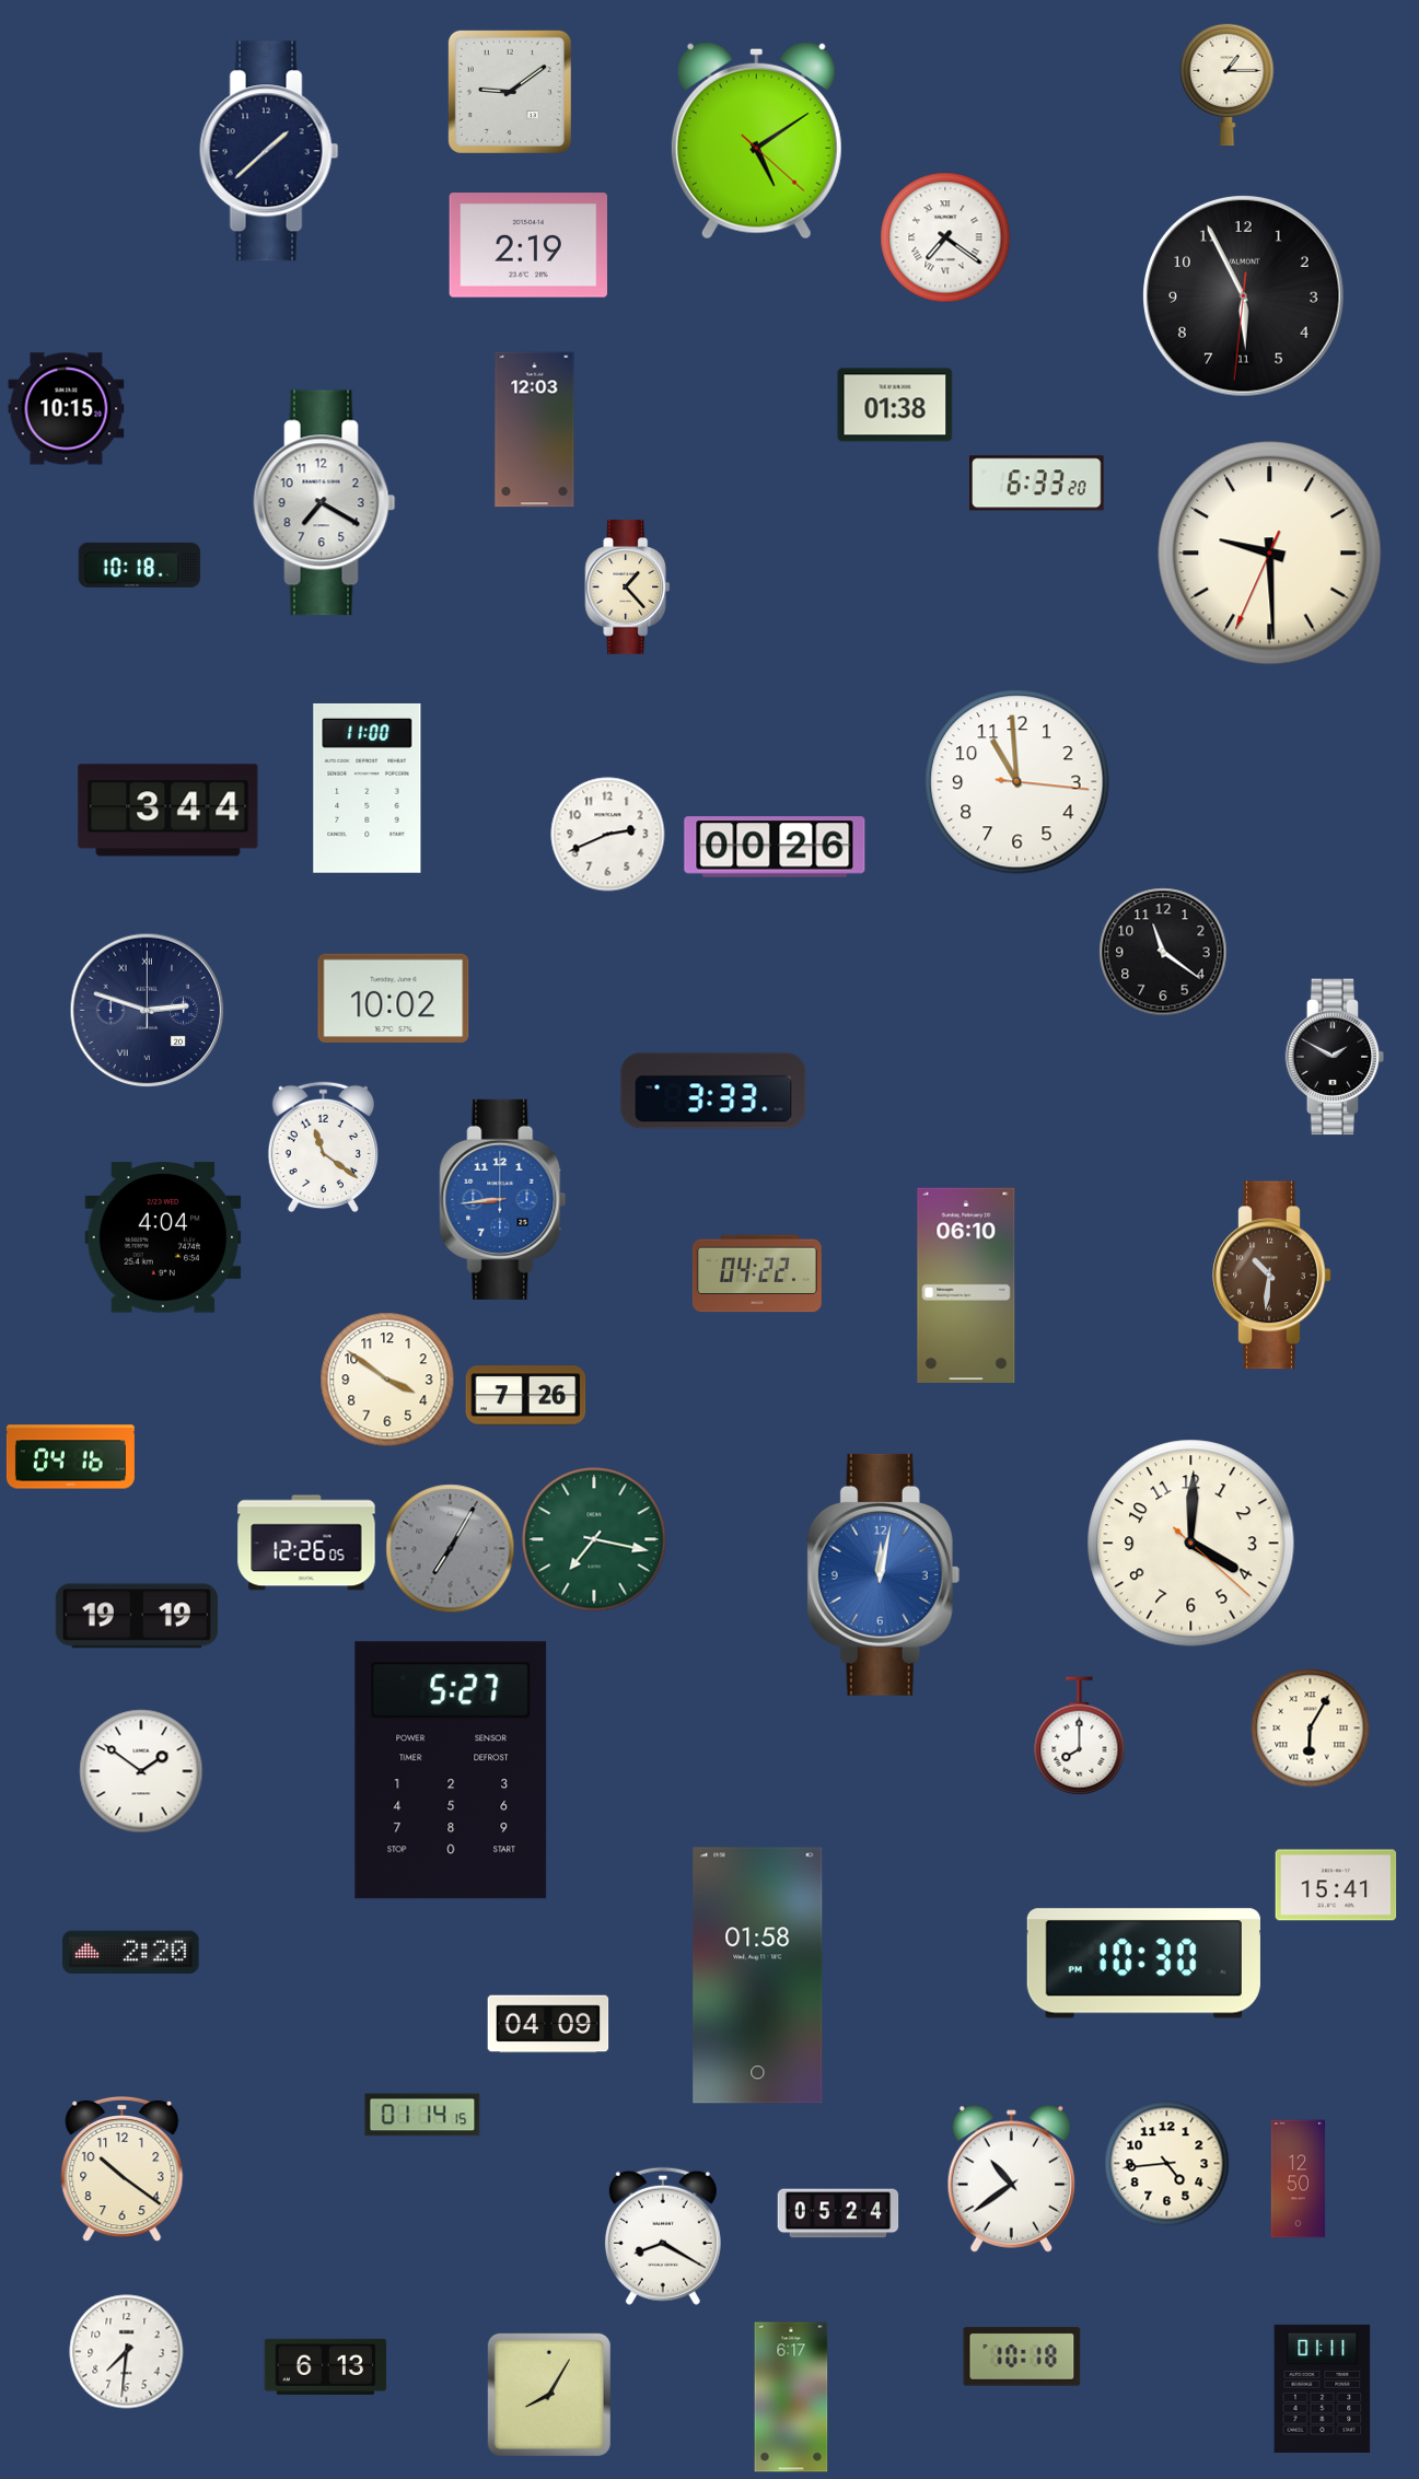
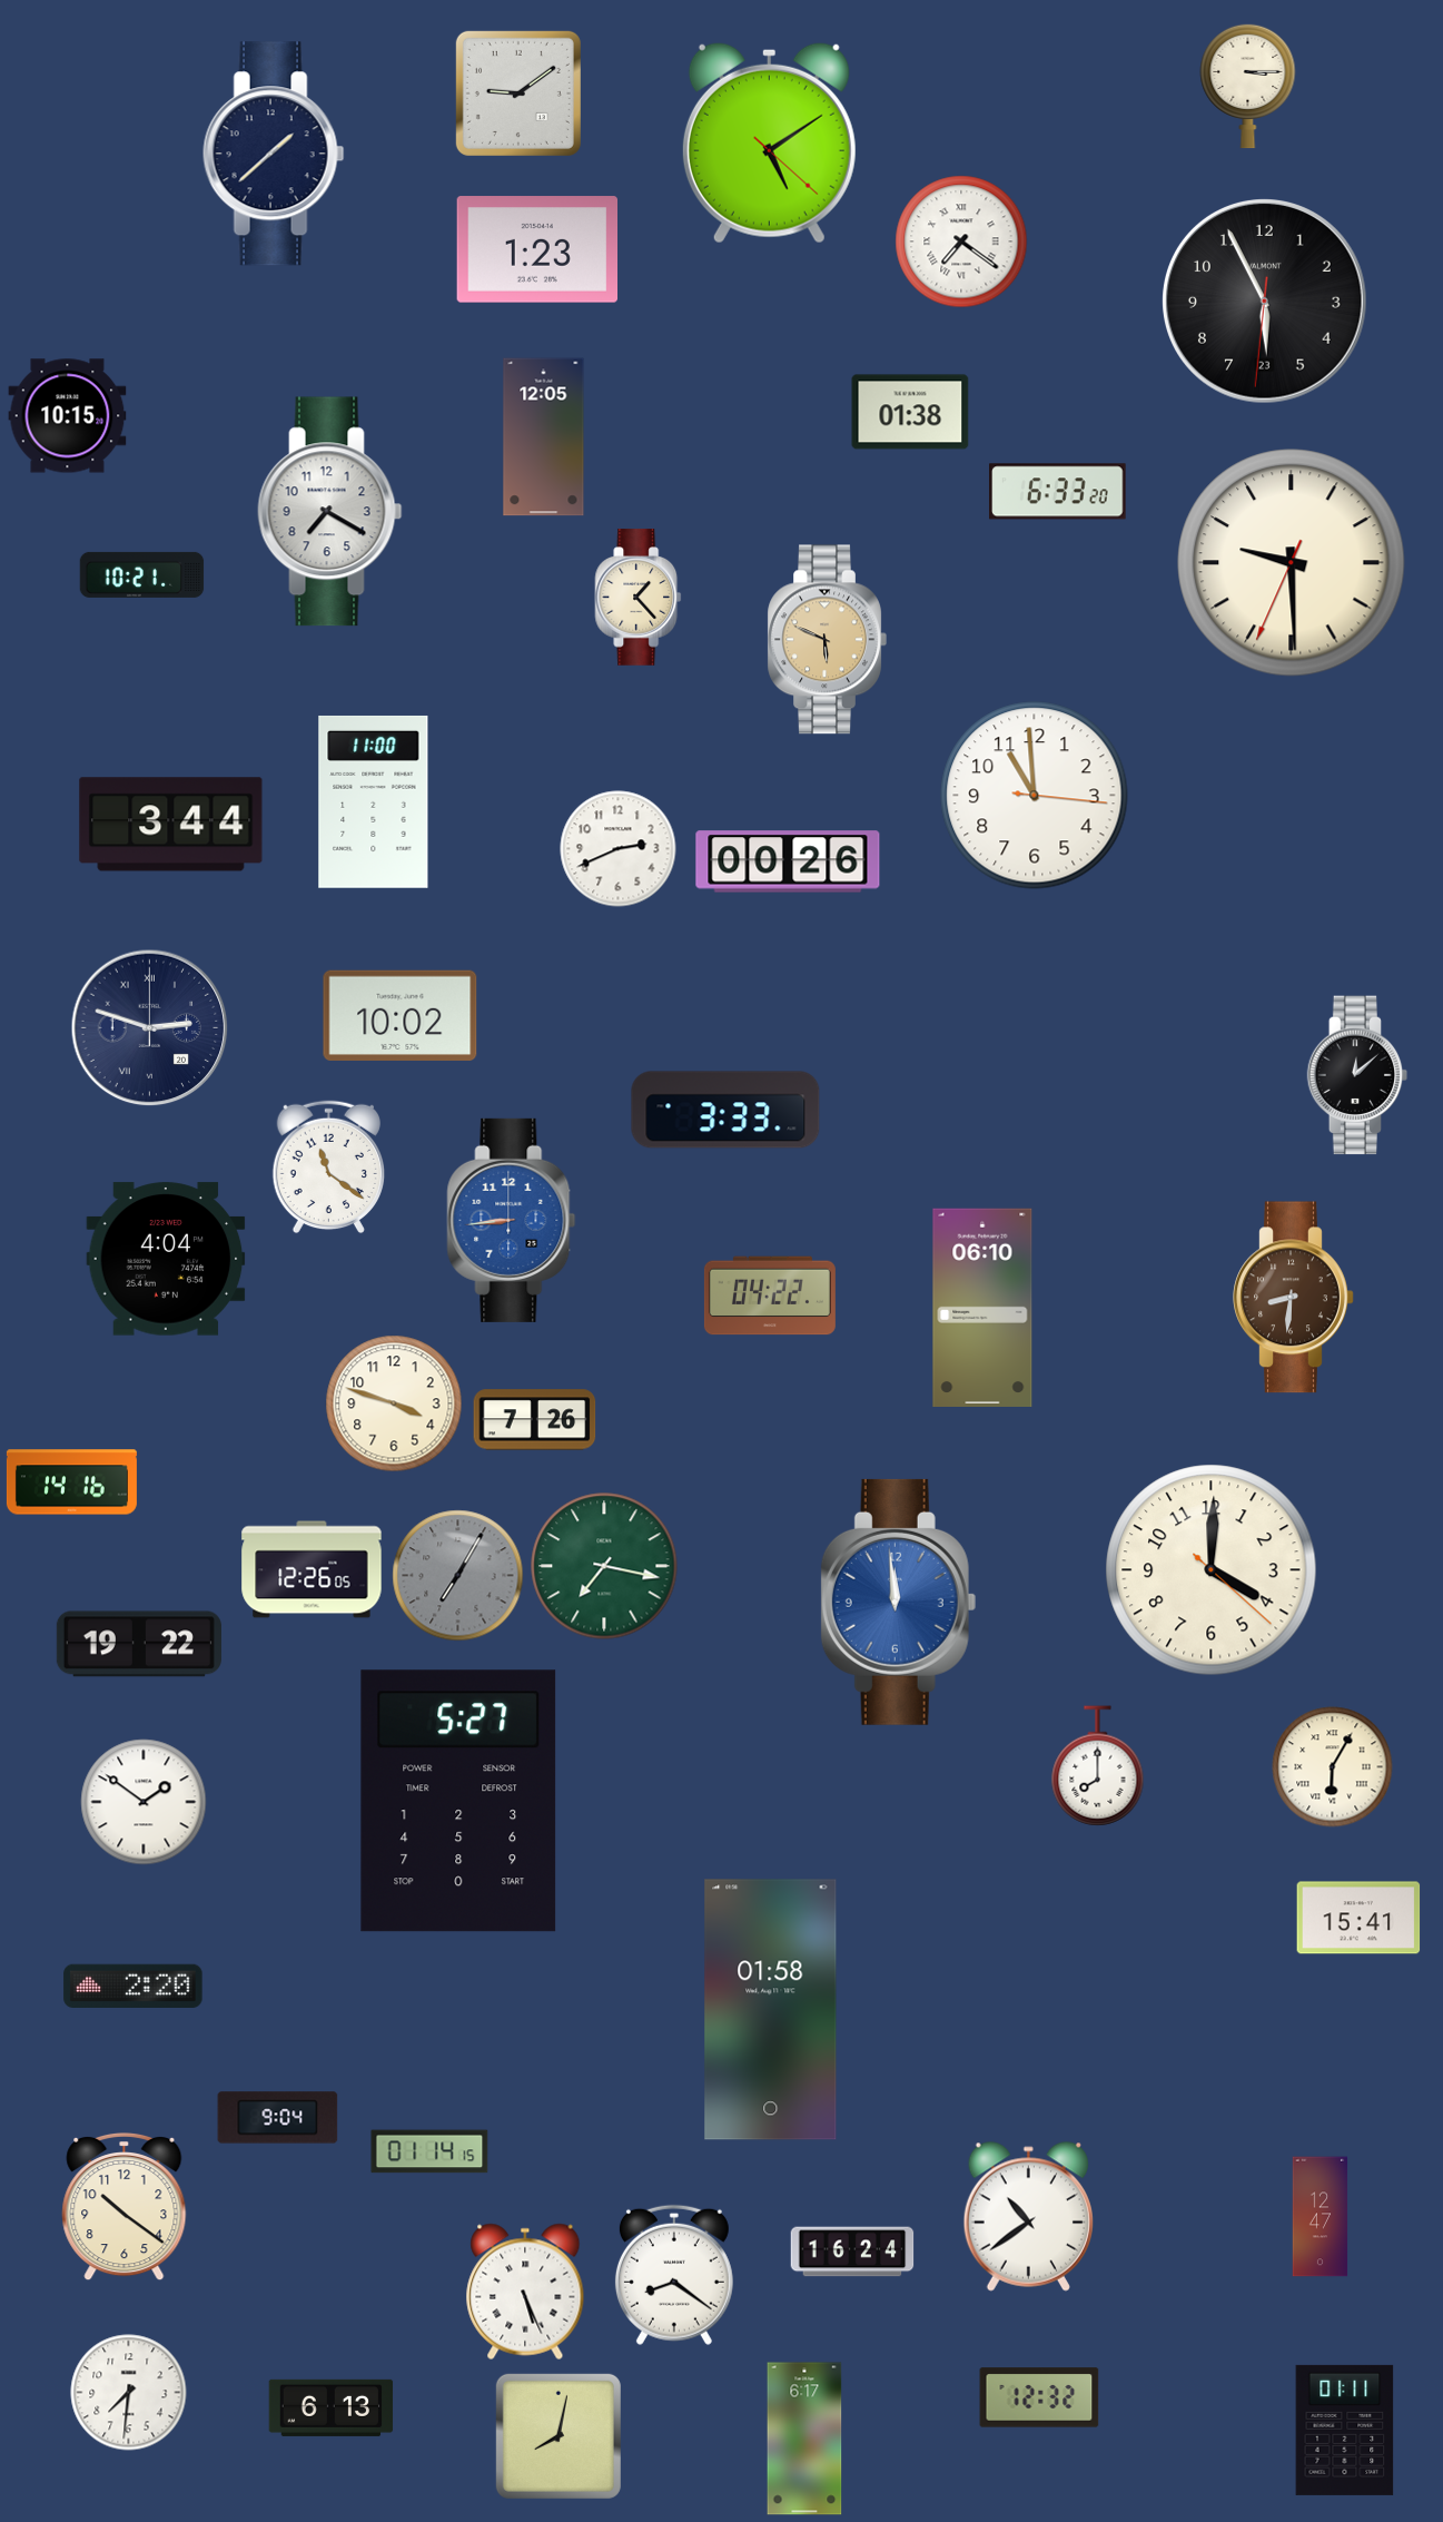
clock at (1228, 84): 1:15 -> 3:15
clock at (528, 245): 2:19 -> 1:23
clock at (1244, 296) date: 11 -> 23
clock at (535, 430): 12:03 -> 12:05
clock at (1037, 484) position: (1037, 484) -> (1058, 492)
clock at (140, 565): 10:18 -> 10:21
clock at (827, 640): none -> 5:49
clock at (1163, 952): 11:21 -> none
clock at (1335, 1057): 1:50 -> 12:08
clock at (1272, 1276): 10:31 -> 8:31
clock at (387, 1380): 3:51 -> 3:48
clock at (70, 1457): 04:16 -> 14:16
clock at (884, 1574): 12:02 -> 11:59
clock at (137, 1616): 19:19 -> 19:22
clock at (1311, 1729) position: (1311, 1729) -> (1333, 1767)
clock at (1143, 1964): 10:30 -> none
clock at (548, 2024): 04:09 -> none
clock at (278, 2118): none -> 9:04
clock at (1167, 2164): 4:44 -> none
clock at (1299, 2179): 12:50 -> 12:47
clock at (838, 2213): 05:24 -> 16:24
clock at (663, 2236): 8:20 -> 8:21
clock at (525, 2292): none -> 5:26
clock at (1022, 2356): 10:18 -> 12:32
clock at (549, 2395): 8:05 -> 8:02
